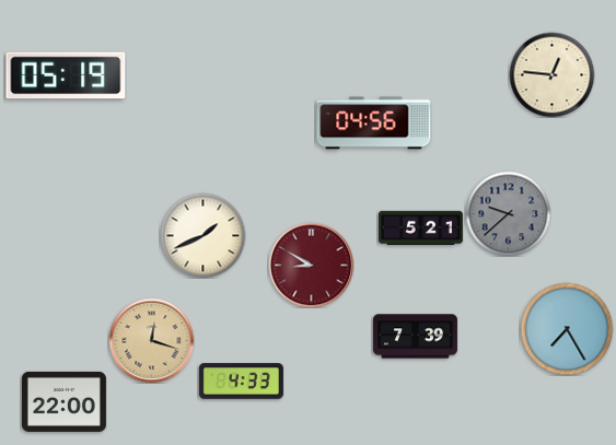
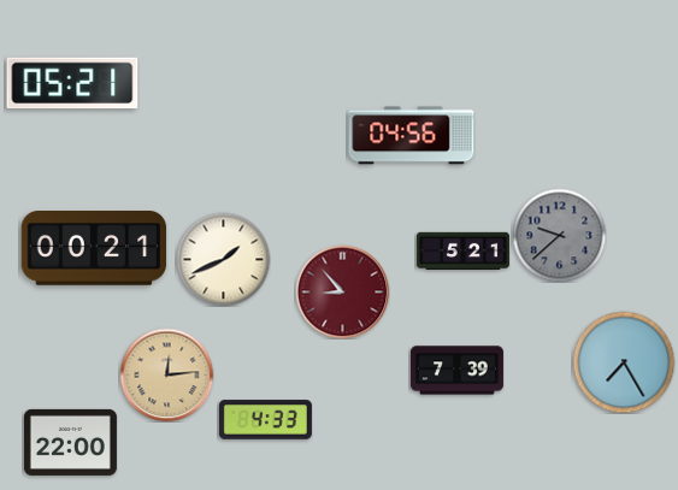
clock at (551, 74): 12:46 -> none
clock at (66, 75): 05:19 -> 05:21
clock at (94, 249): none -> 00:21
clock at (311, 265): 8:50 -> 8:53
clock at (151, 340): 12:18 -> 12:14
